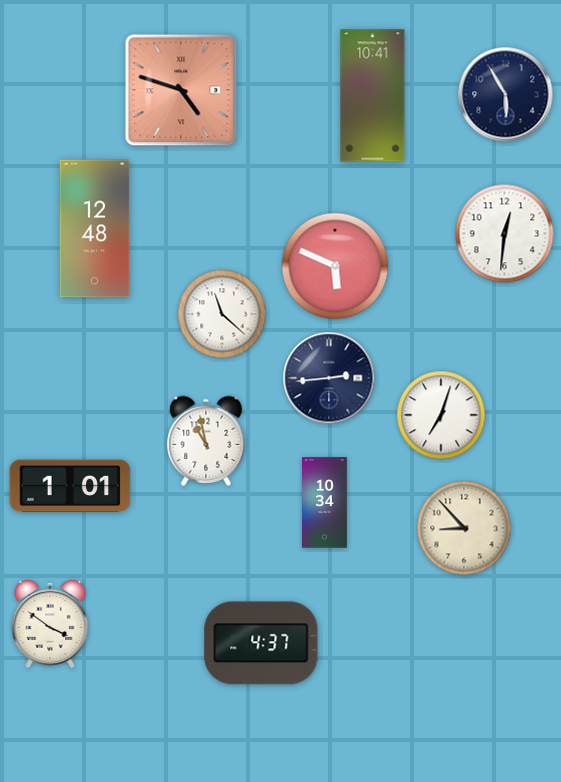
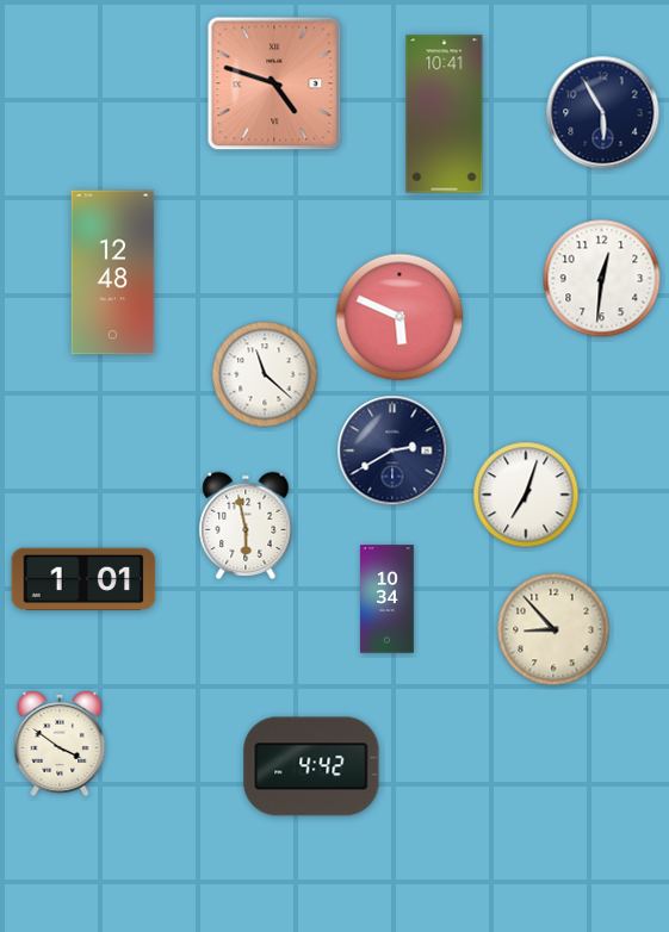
clock at (181, 90) position: (181, 90) -> (274, 83)
clock at (329, 378): 2:44 -> 2:40
clock at (206, 441): 10:58 -> 5:58
clock at (261, 643): 4:37 -> 4:42
